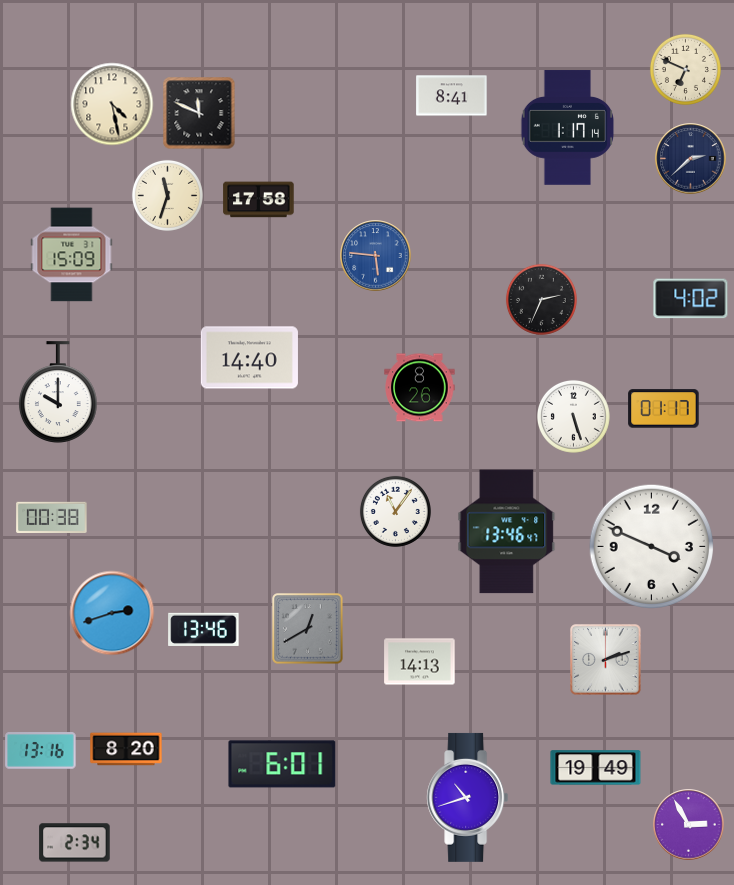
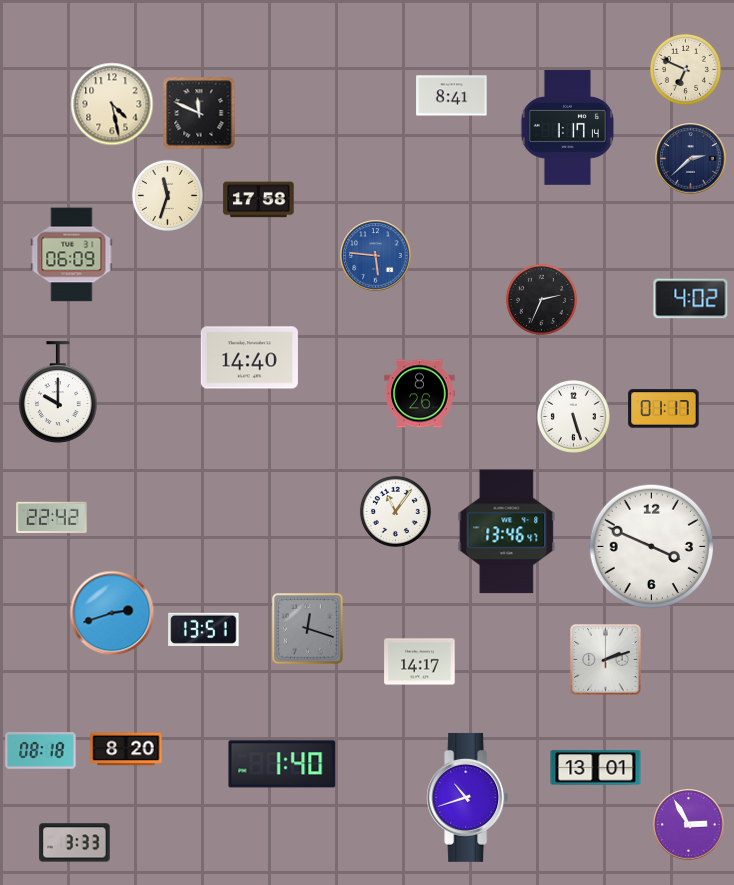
clock at (72, 255): 15:09 -> 06:09
clock at (420, 388) position: (420, 388) -> (420, 394)
clock at (52, 518): 00:38 -> 22:42
clock at (204, 629): 13:46 -> 13:51
clock at (308, 629): 12:40 -> 12:18
clock at (420, 662): 14:13 -> 14:17
clock at (41, 751): 13:16 -> 08:18
clock at (282, 764): 6:01 -> 1:40
clock at (596, 768): 19:49 -> 13:01
clock at (75, 843): 2:34 -> 3:33
